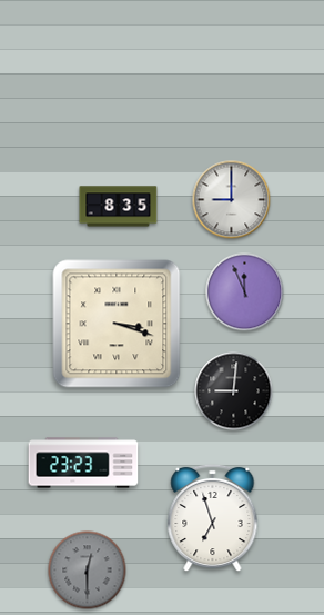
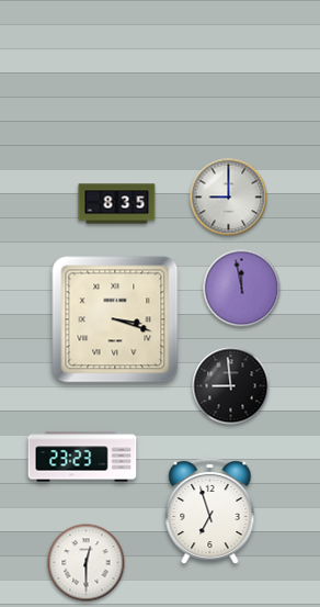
clock at (245, 292): 11:56 -> 11:58
clock at (234, 391): 9:01 -> 8:59
clock at (88, 571) dial: grey -> white
